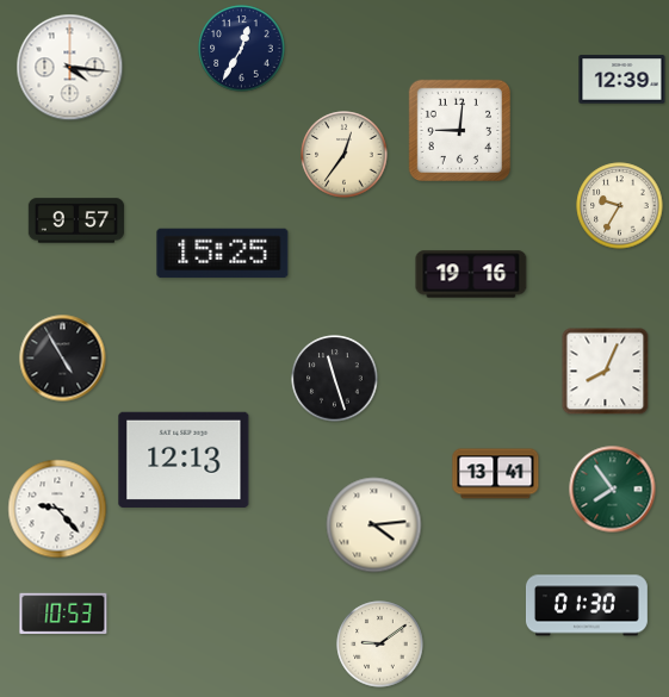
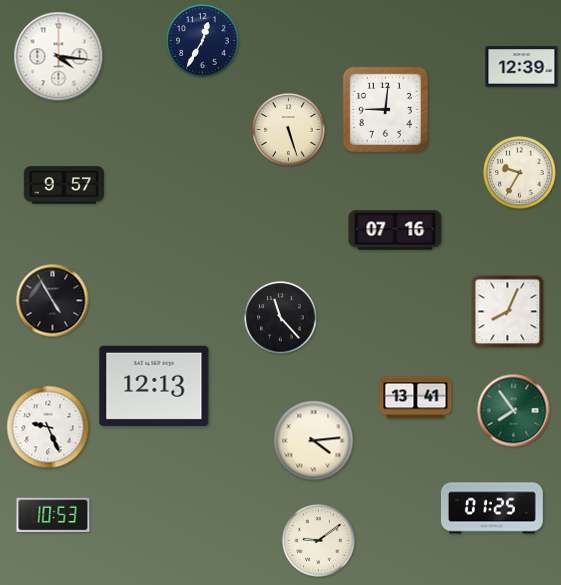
clock at (345, 155): 12:36 -> 5:27
clock at (223, 254): 15:25 -> none
clock at (471, 274): 19:16 -> 07:16
clock at (335, 379): 11:27 -> 11:23
clock at (57, 509): 9:23 -> 9:26
clock at (587, 605): 01:30 -> 01:25
